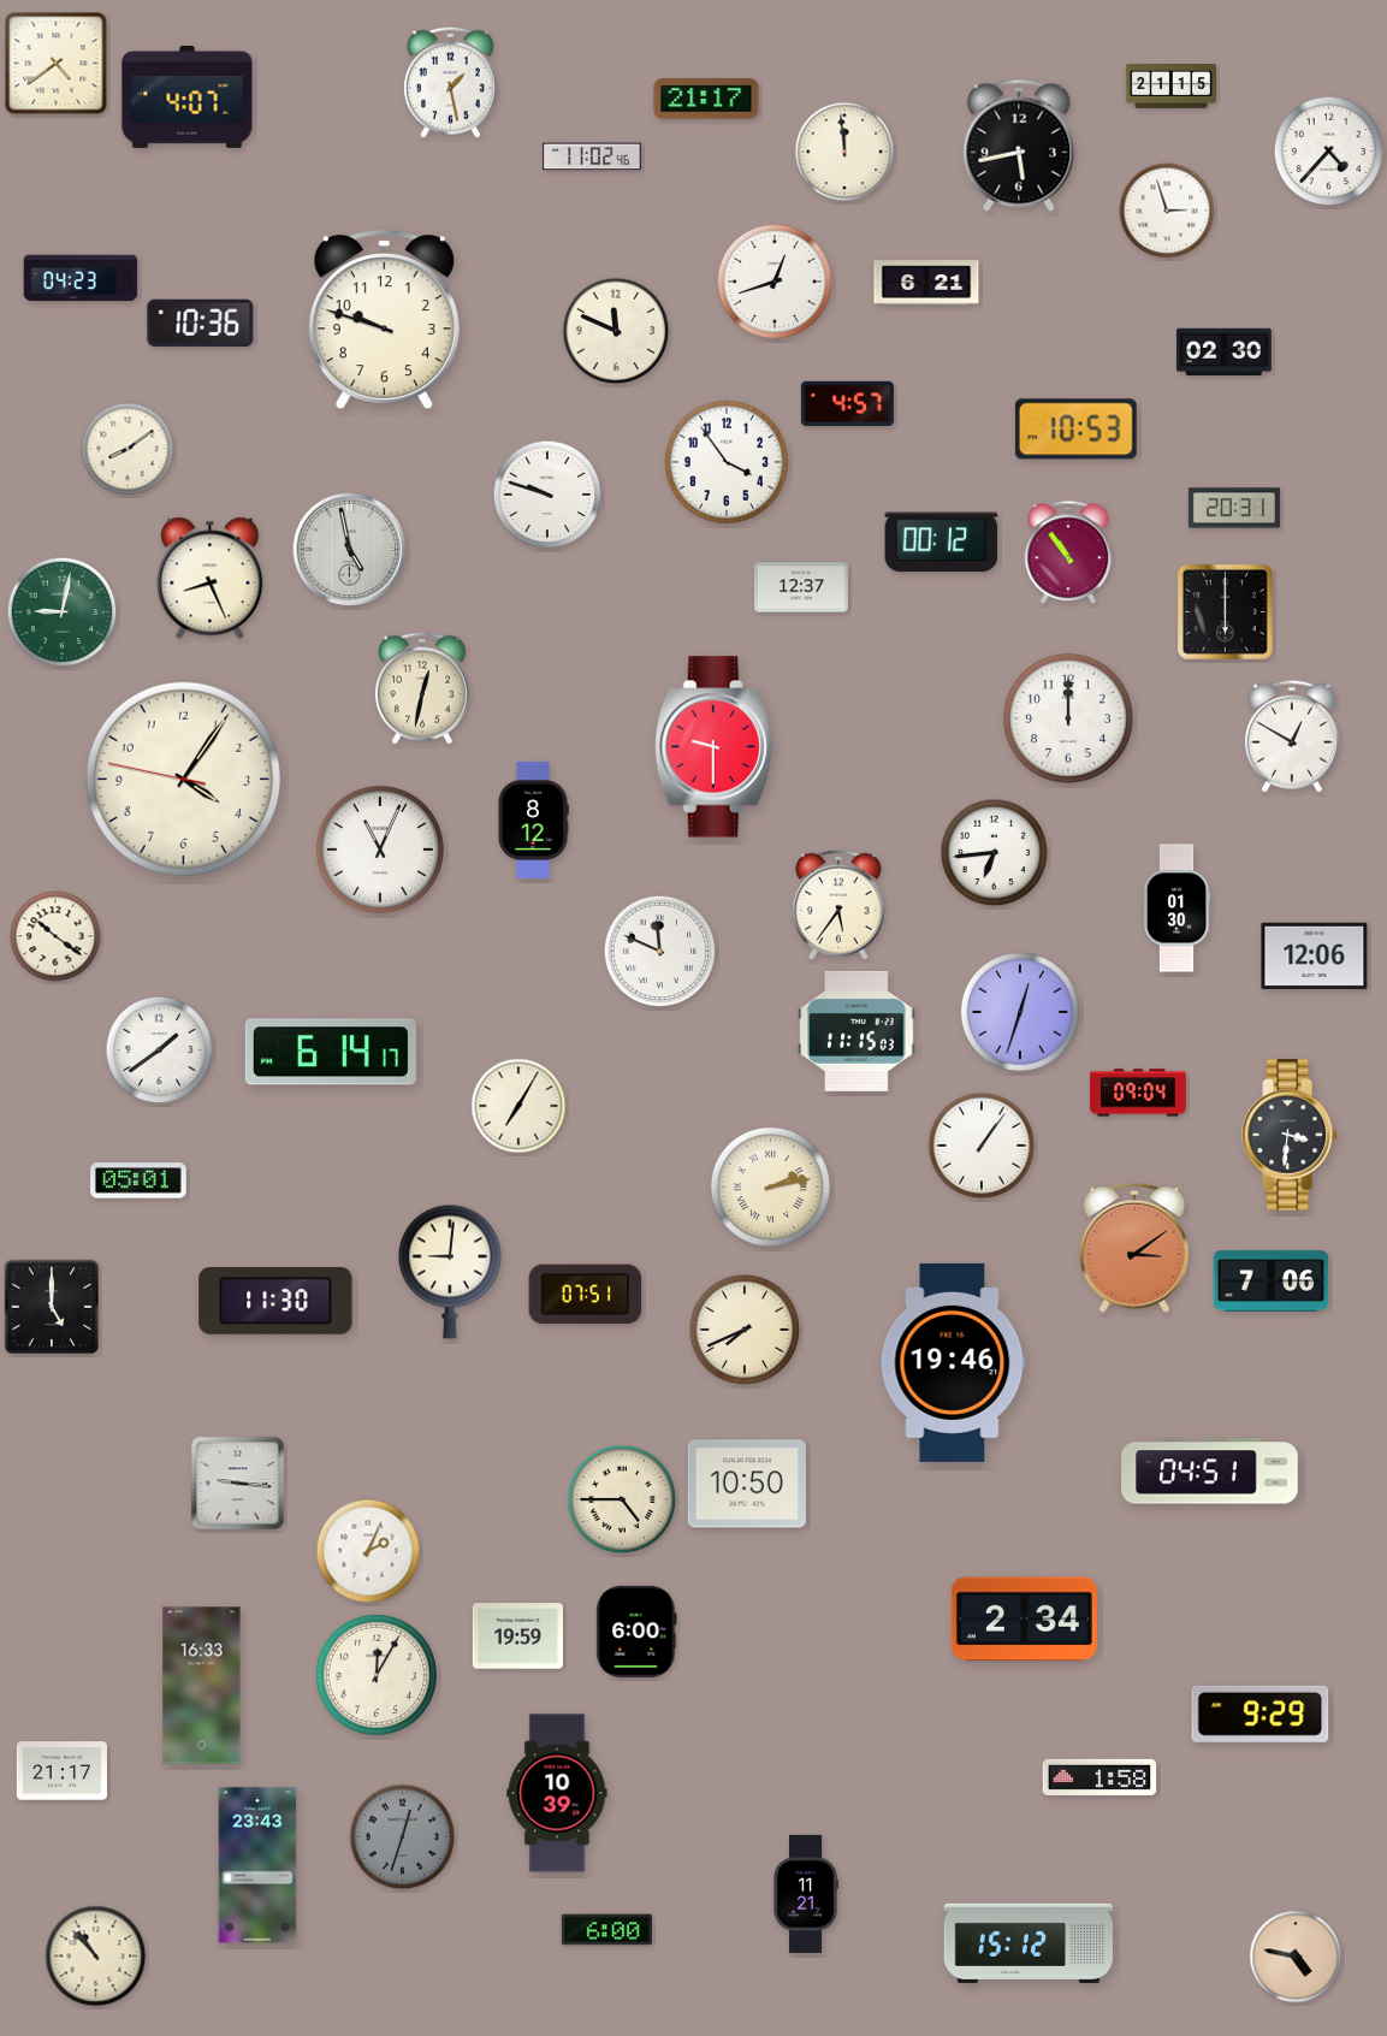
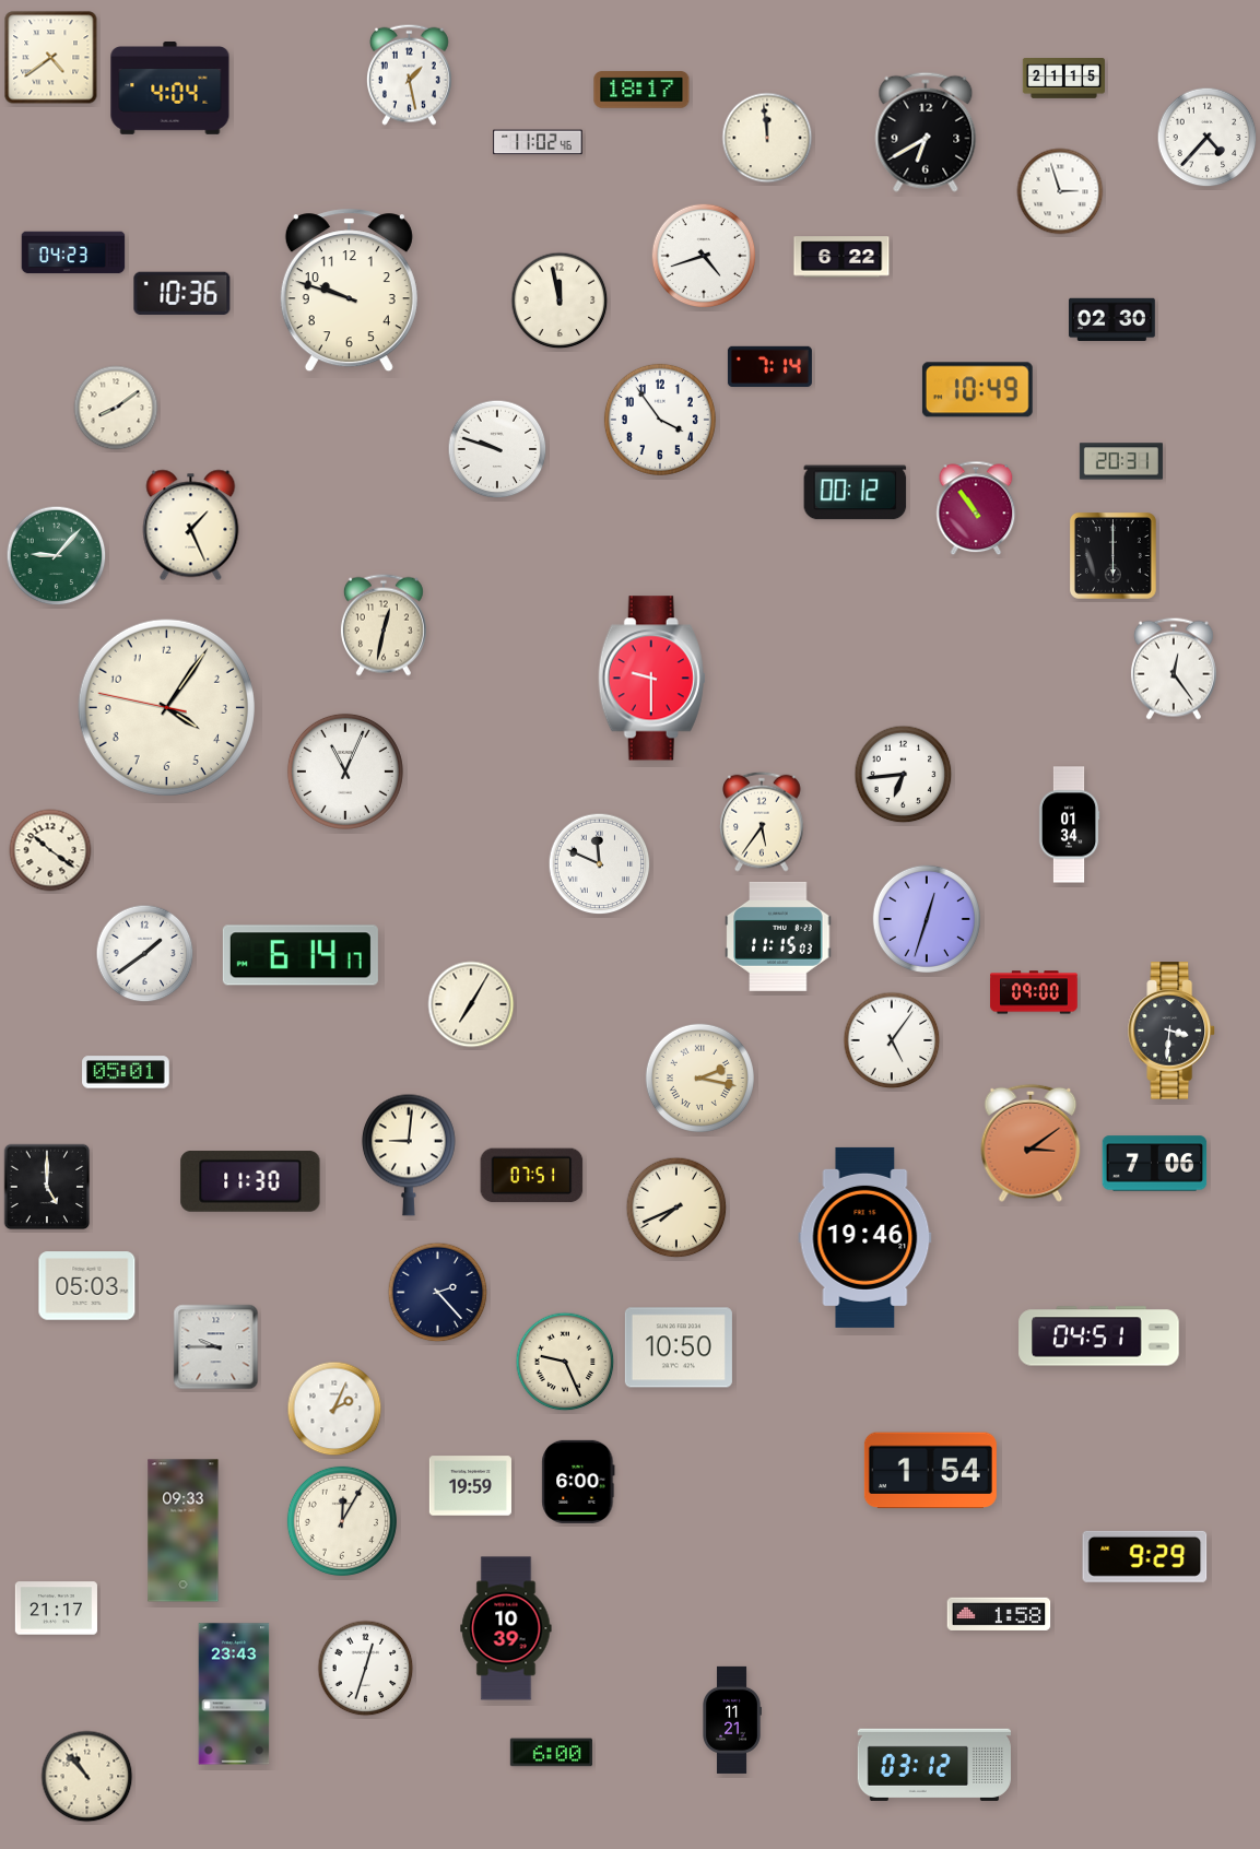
clock at (188, 97): 4:07 -> 4:04
clock at (706, 99): 21:17 -> 18:17
clock at (1019, 146): 5:43 -> 6:40
clock at (775, 282): 12:42 -> 4:42
clock at (926, 283): 6:21 -> 6:22
clock at (616, 331): 11:49 -> 11:58
clock at (847, 403): 4:57 -> 7:14
clock at (1075, 430): 10:53 -> 10:49
clock at (350, 550): 4:58 -> none
clock at (1068, 552) position: (1068, 552) -> (976, 508)
clock at (211, 579): 8:26 -> 1:26
clock at (801, 587): 12:37 -> none
clock at (63, 612): 9:02 -> 9:07
clock at (1068, 718): 12:00 -> none
clock at (1292, 736): 12:50 -> 12:24
clock at (713, 747) position: (713, 747) -> (651, 679)
clock at (533, 819): 8:12 -> none
clock at (1176, 908): 01:30 -> 01:34
clock at (1315, 957): 12:06 -> none
clock at (1138, 1093): 09:04 -> 09:00
clock at (982, 1146): 1:06 -> 5:06
clock at (770, 1186): 2:13 -> 2:17
clock at (1134, 1248) position: (1134, 1248) -> (1031, 1143)
clock at (87, 1286): none -> 05:03
clock at (438, 1293): none -> 2:23
clock at (238, 1484): 9:16 -> 9:45
clock at (622, 1499): 4:45 -> 9:26
clock at (1024, 1620): 2:34 -> 1:54
clock at (202, 1686): 16:33 -> 09:33
clock at (403, 1837) dial: grey -> white
clock at (1029, 1943): 15:12 -> 03:12
clock at (1296, 1957): 4:47 -> none
